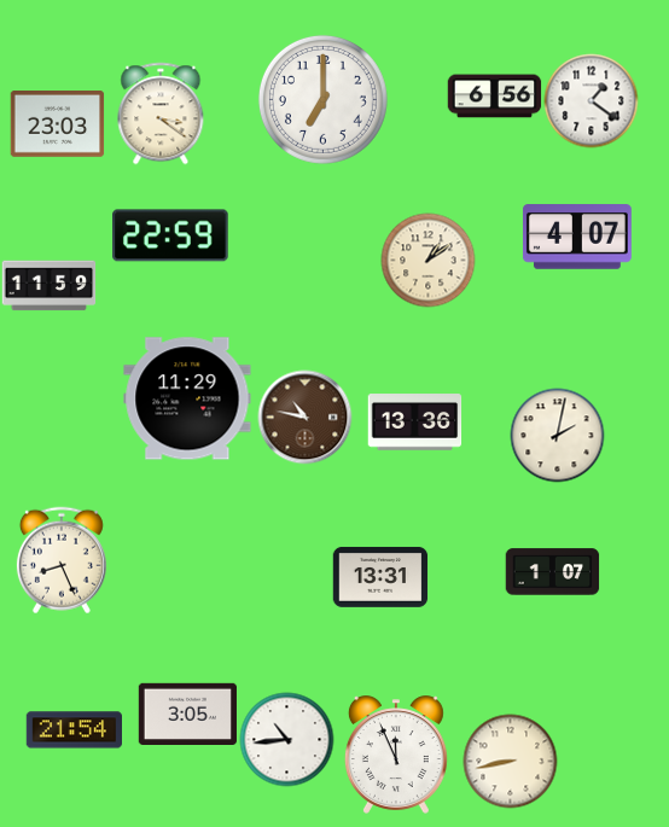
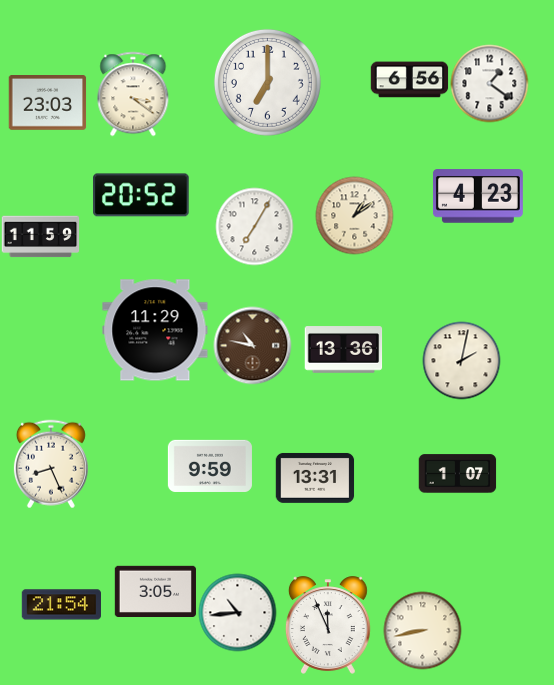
clock at (170, 235): 22:59 -> 20:52
clock at (577, 237): 4:07 -> 4:23
clock at (254, 226): none -> 7:05
clock at (210, 466): none -> 9:59
